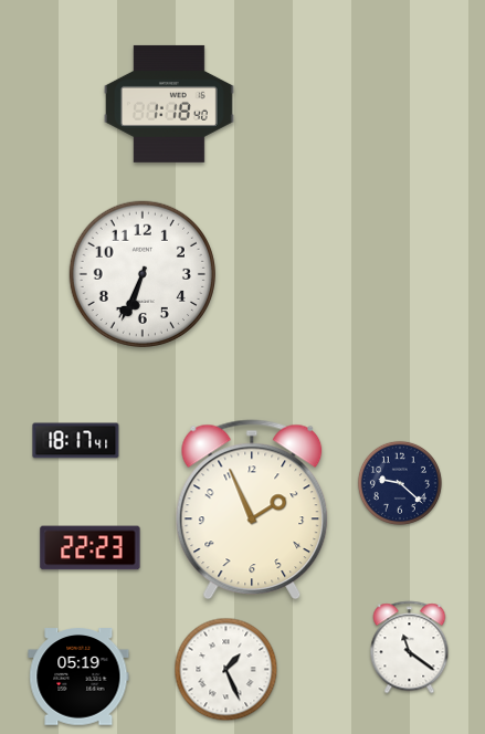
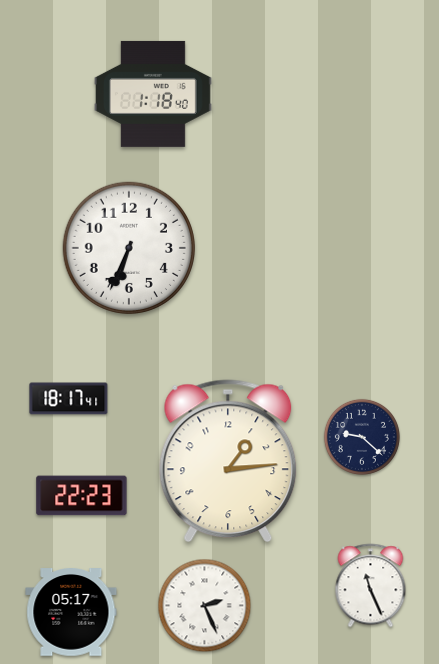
clock at (252, 510): 1:56 -> 1:14
clock at (410, 648): 11:21 -> 11:26
clock at (226, 670): 1:26 -> 2:26
clock at (78, 677): 05:19 -> 05:17
